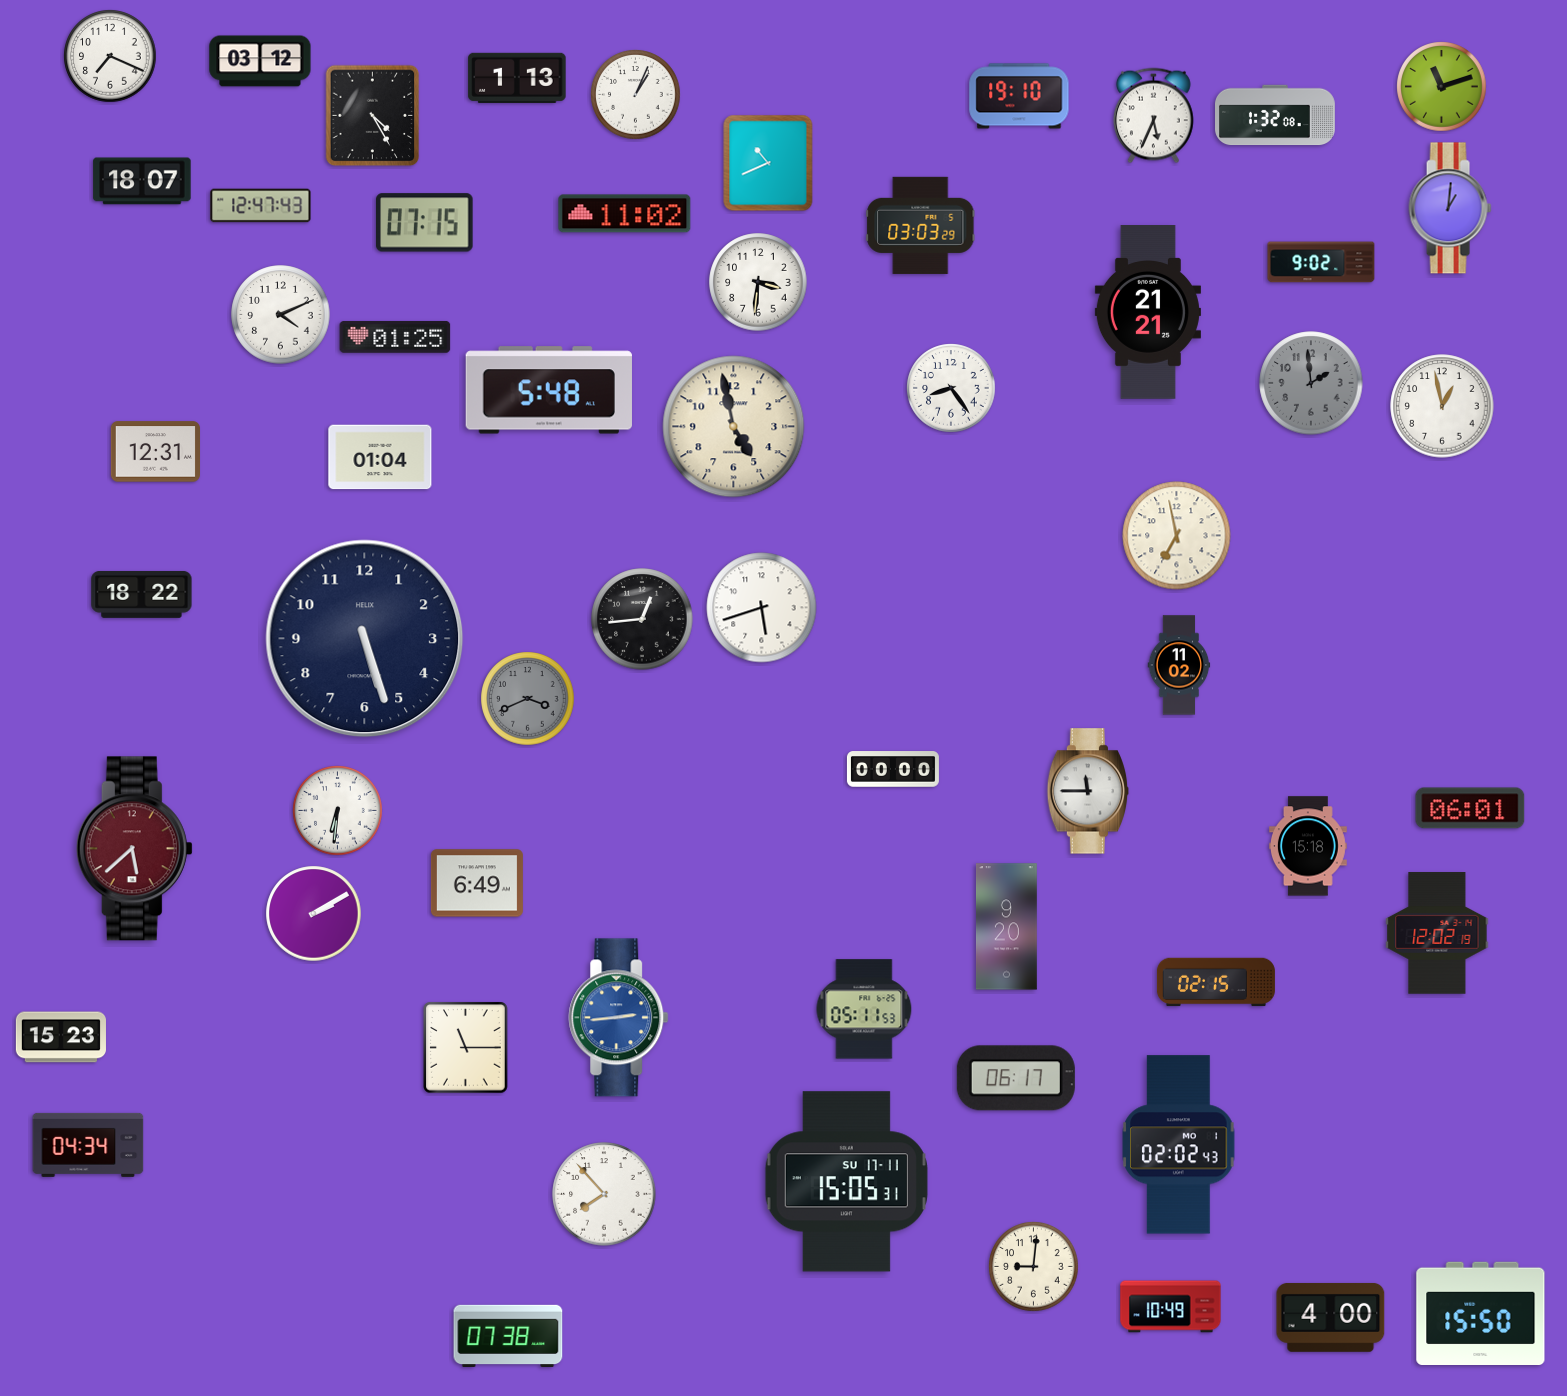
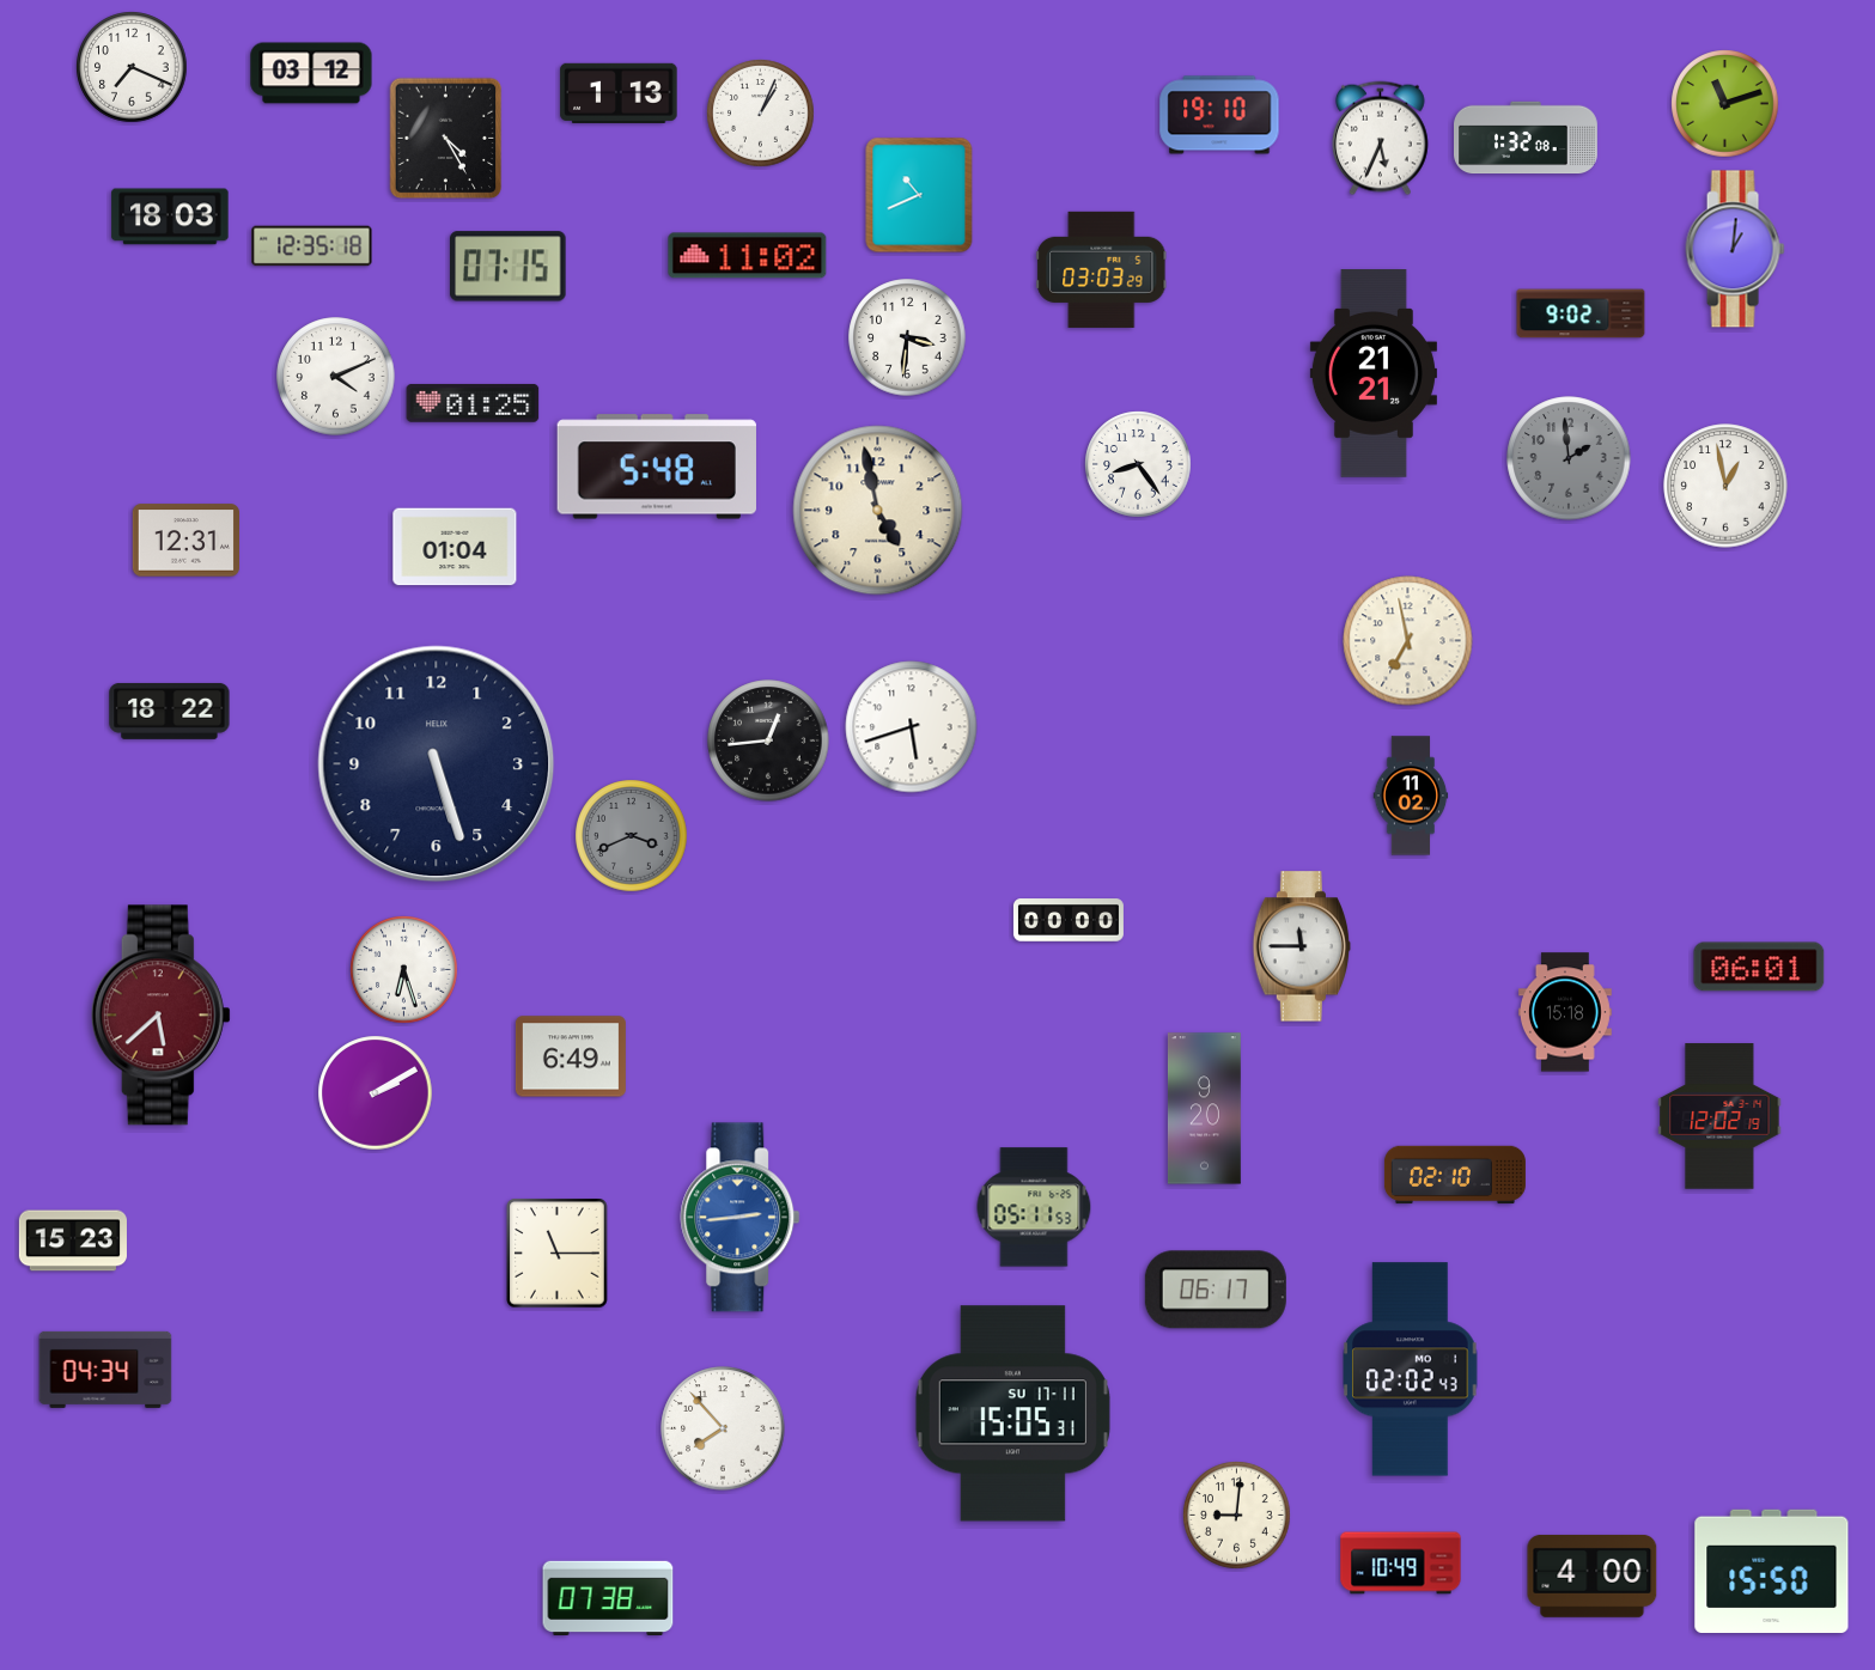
clock at (142, 181): 18:07 -> 18:03
clock at (261, 206): 12:47 -> 12:35
clock at (338, 811): 6:31 -> 6:27
clock at (1216, 982): 02:15 -> 02:10
